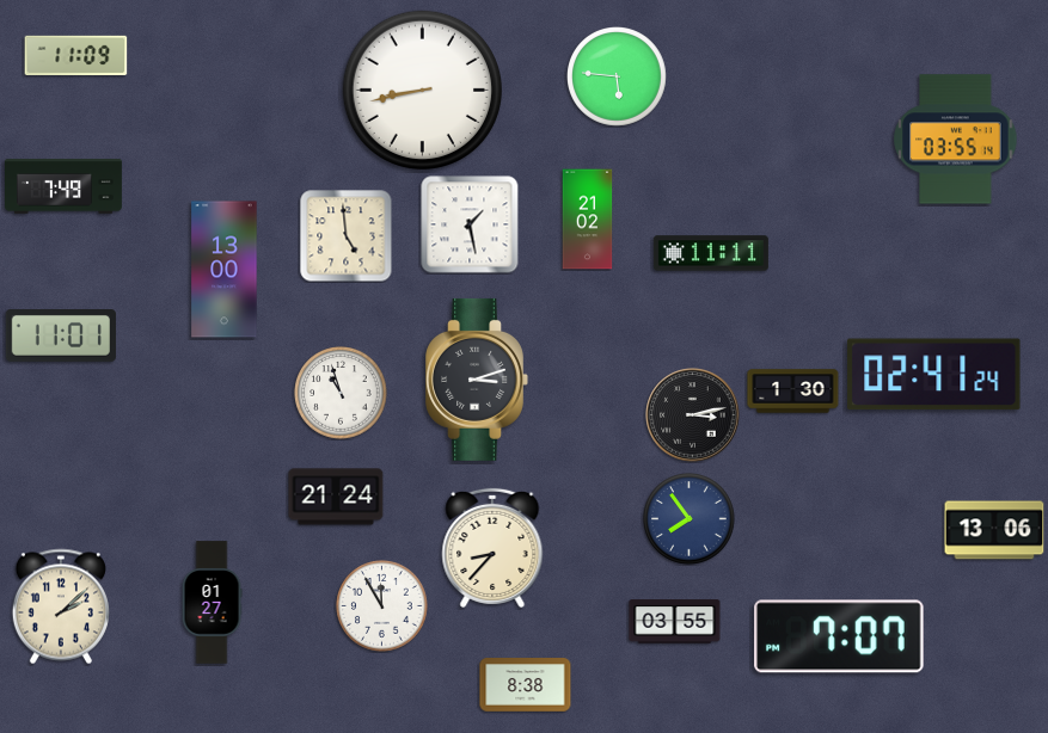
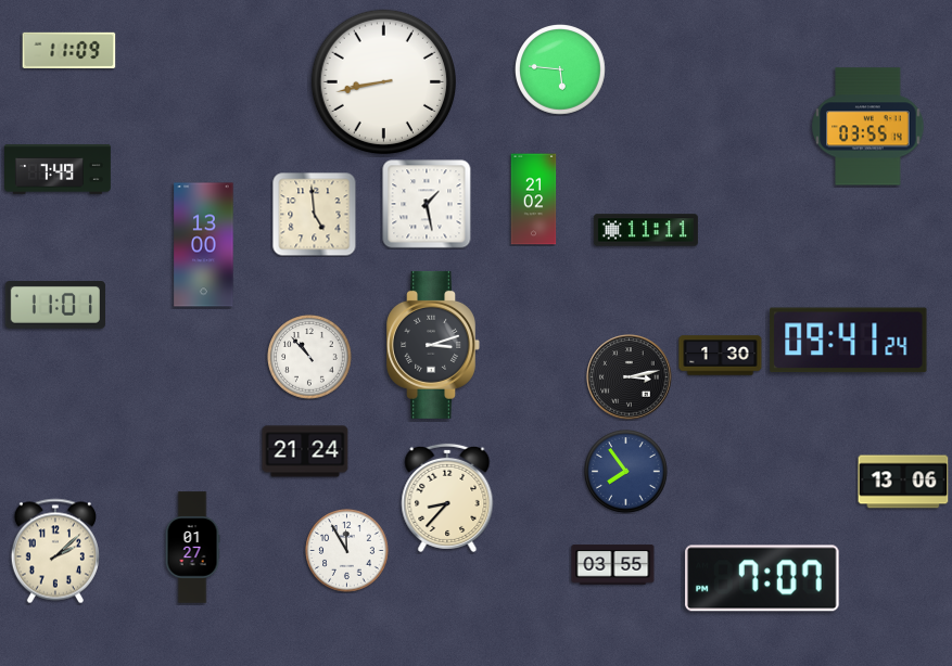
clock at (934, 375): 02:41 -> 09:41
clock at (341, 393): 10:57 -> 10:53
clock at (526, 685): 8:38 -> none
